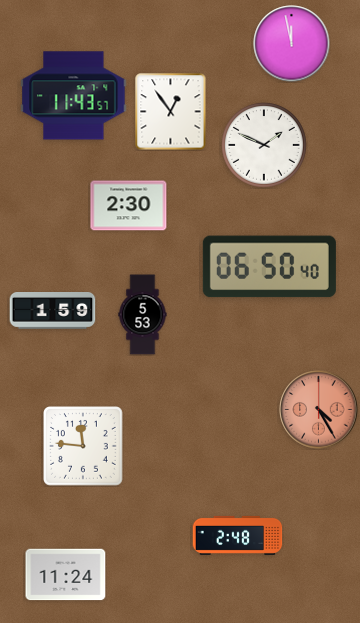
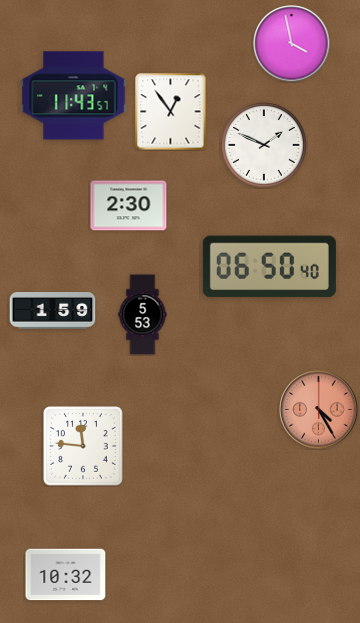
clock at (292, 44): 11:58 -> 3:58
clock at (238, 535): 2:48 -> none
clock at (66, 575): 11:24 -> 10:32
